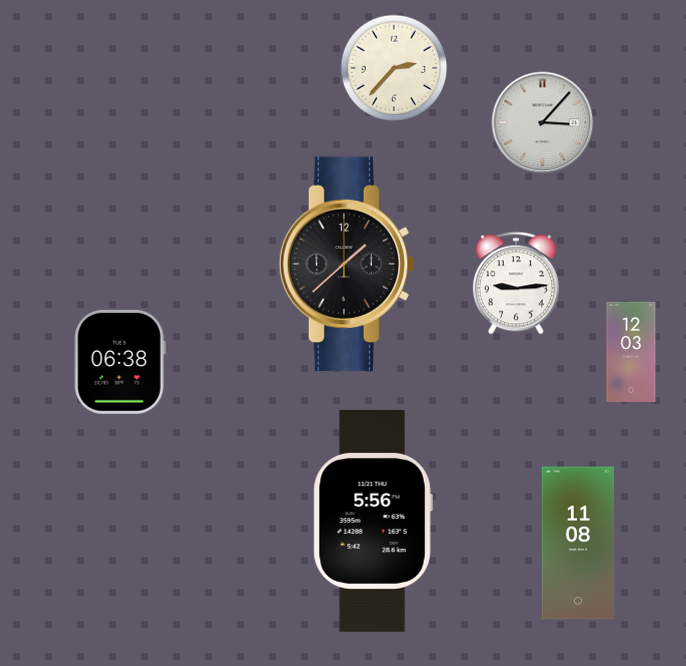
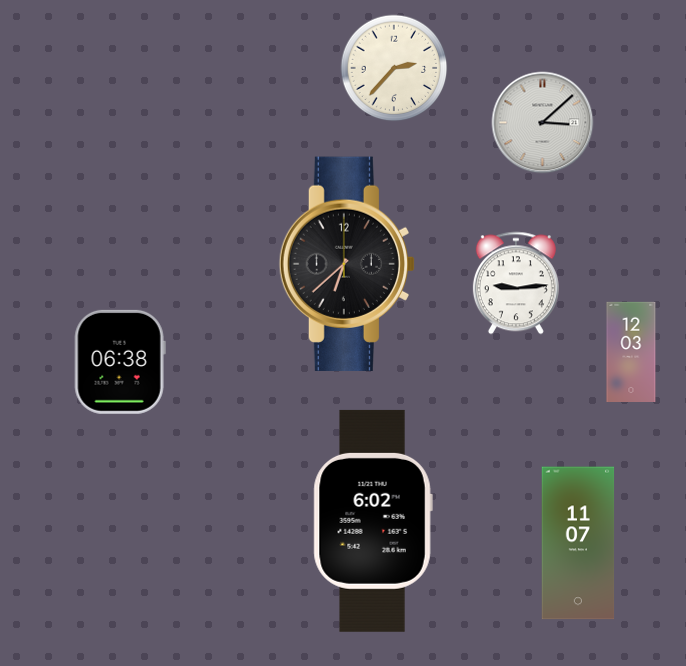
clock at (543, 123): 3:07 -> 3:08
clock at (347, 264): 1:38 -> 6:38
clock at (373, 521): 5:56 -> 6:02
clock at (578, 543): 11:08 -> 11:07
